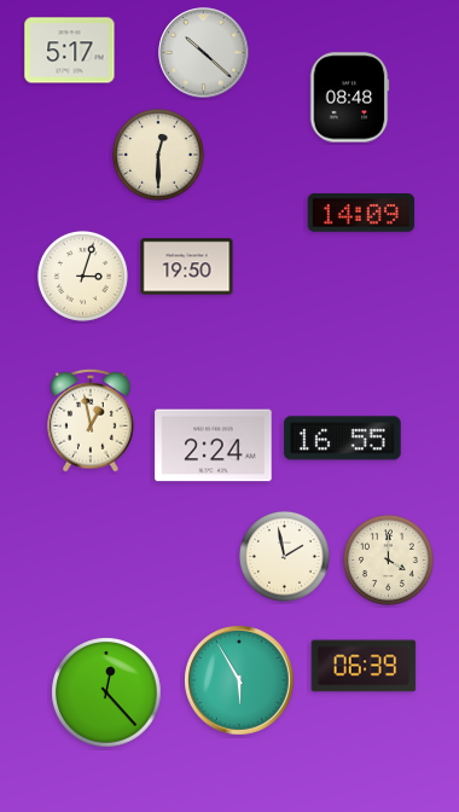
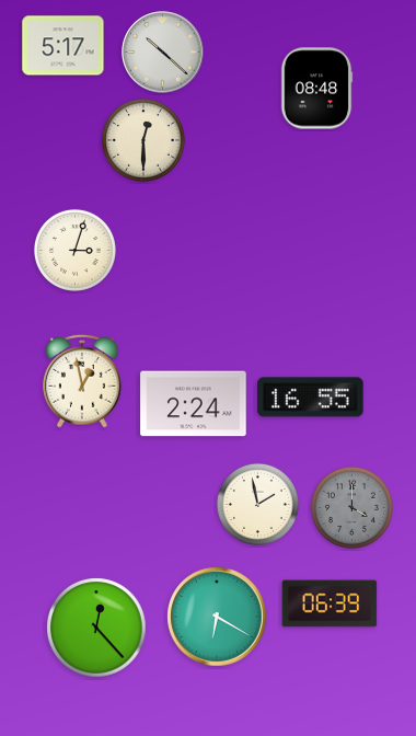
clock at (204, 53) position: (204, 53) -> (163, 53)
clock at (361, 213): 14:09 -> none
clock at (187, 267): 19:50 -> none
clock at (388, 559) dial: cream -> grey
clock at (239, 680): 5:55 -> 6:20
